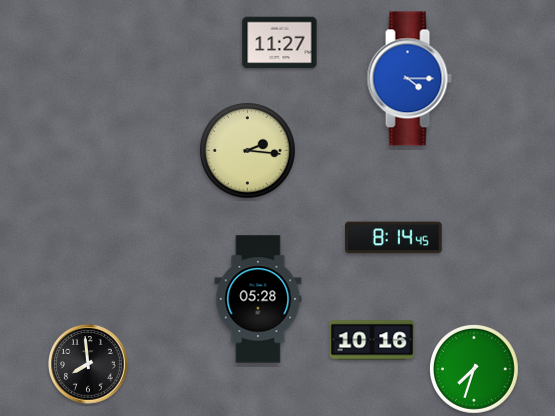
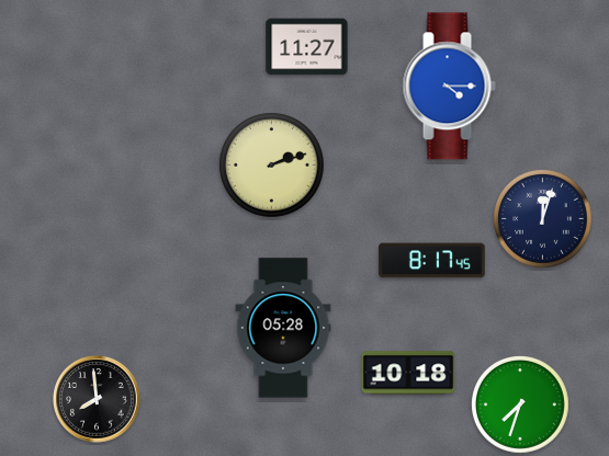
clock at (248, 151): 2:16 -> 2:12
clock at (543, 219): none -> 12:03
clock at (394, 238): 8:14 -> 8:17
clock at (372, 340): 10:16 -> 10:18
